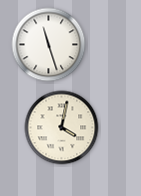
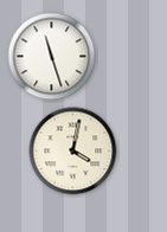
clock at (49, 45) position: (49, 45) -> (52, 57)
